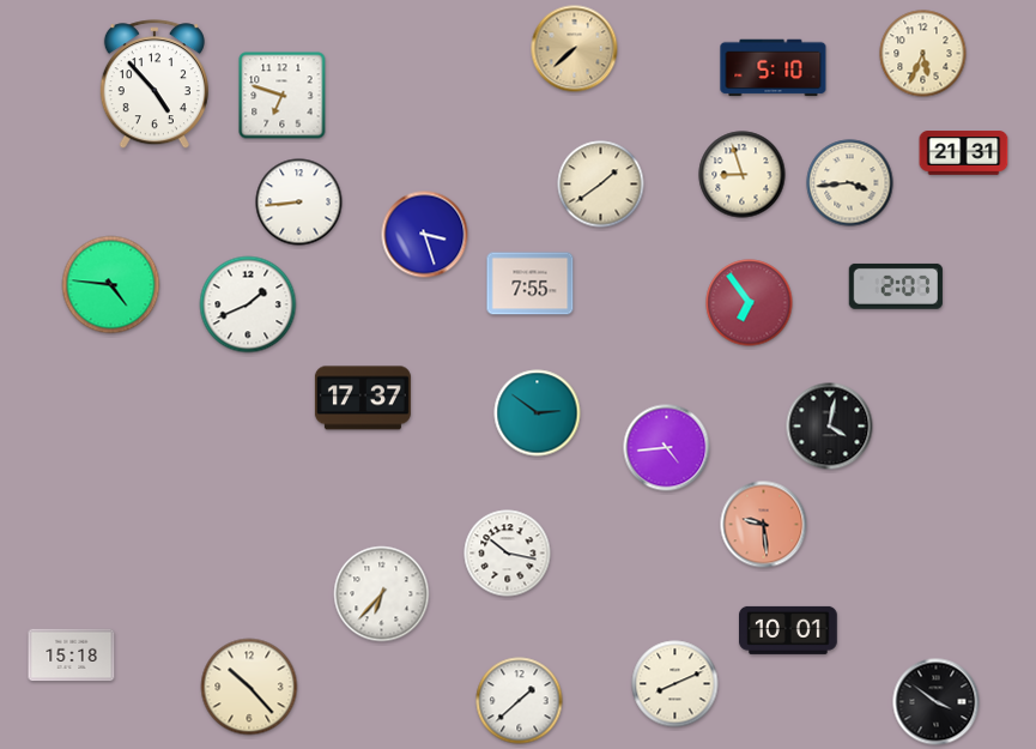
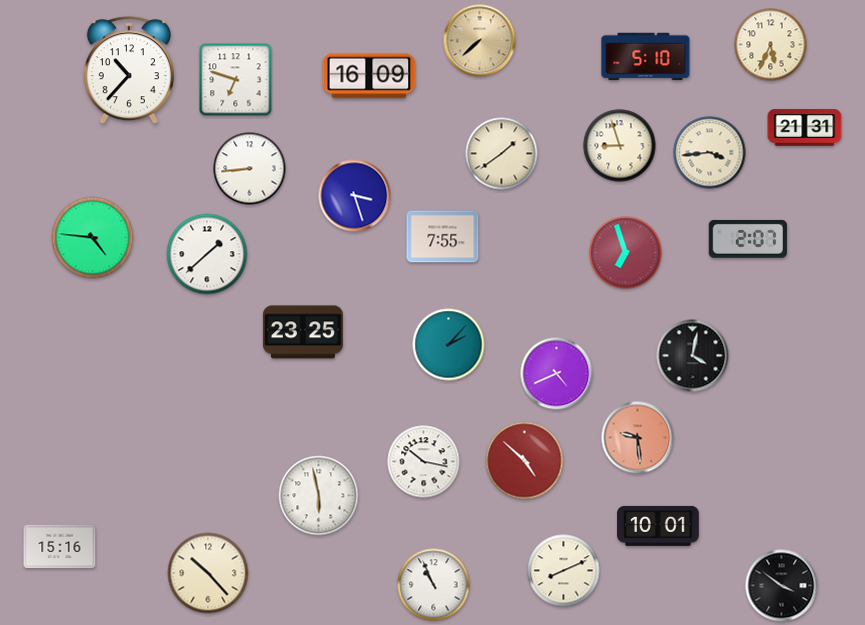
clock at (155, 85): 4:53 -> 10:37
clock at (369, 76): none -> 16:09
clock at (750, 303): 6:54 -> 6:57
clock at (248, 304): 1:41 -> 1:38
clock at (363, 398): 17:37 -> 23:25
clock at (538, 413): 2:51 -> 2:07
clock at (667, 448): 4:44 -> 4:41
clock at (525, 461): none -> 4:52
clock at (382, 594): 6:37 -> 5:58
clock at (72, 656): 15:18 -> 15:16
clock at (520, 701): 1:38 -> 10:56
